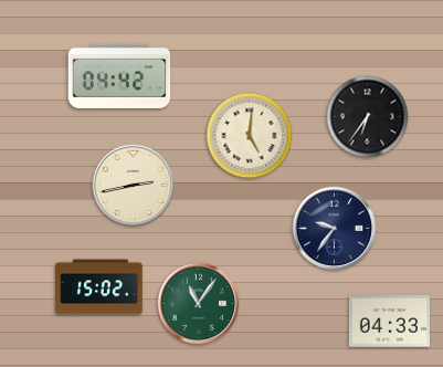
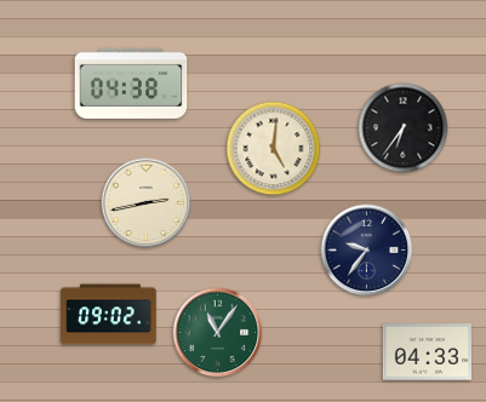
clock at (119, 76): 04:42 -> 04:38
clock at (99, 287): 15:02 -> 09:02
